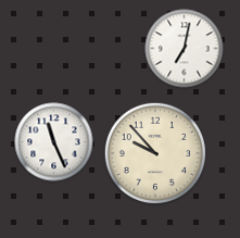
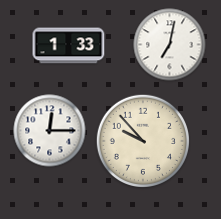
clock at (69, 46): none -> 1:33
clock at (54, 142): 11:26 -> 12:15
